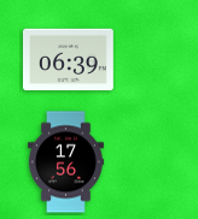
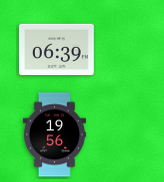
clock at (65, 162): 17:56 -> 19:56
